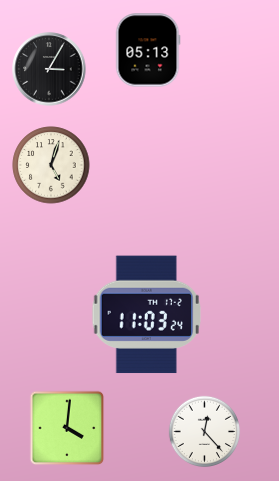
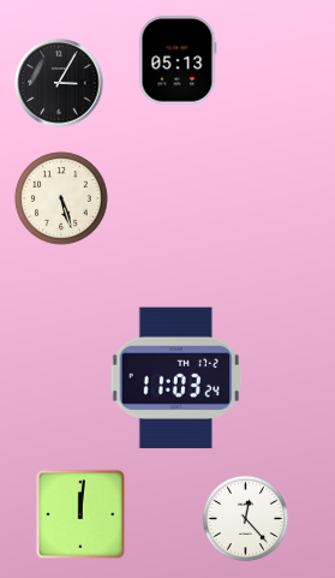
clock at (51, 165): 5:03 -> 5:27
clock at (67, 428): 4:01 -> 12:01
